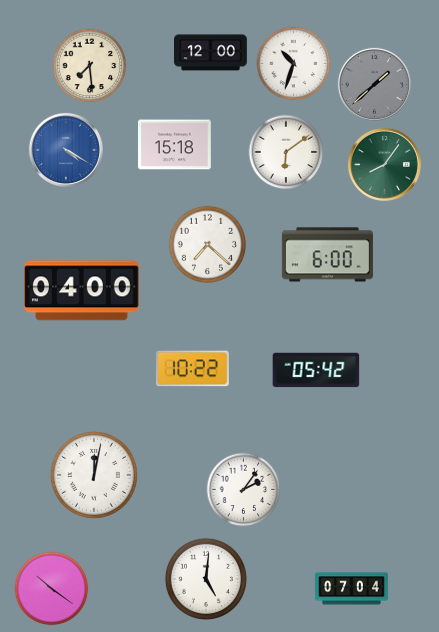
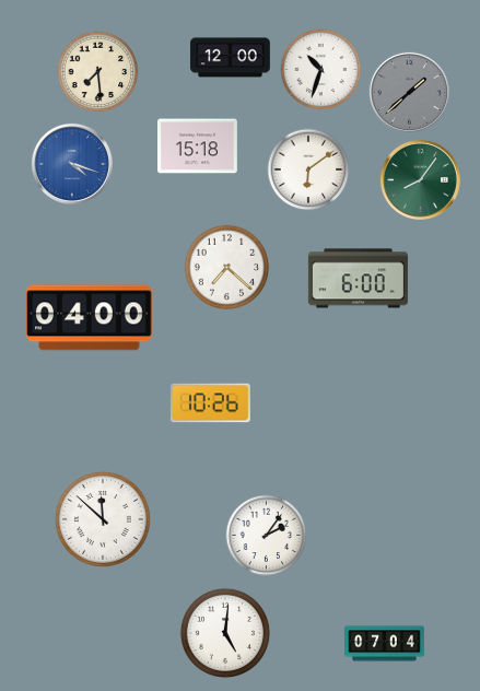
clock at (175, 145) position: (175, 145) -> (198, 147)
clock at (66, 150): 4:20 -> 4:18
clock at (286, 152) position: (286, 152) -> (308, 169)
clock at (192, 369): 10:22 -> 10:26
clock at (316, 370): 05:42 -> none
clock at (94, 475): 12:02 -> 11:52
clock at (52, 589): 10:21 -> none
